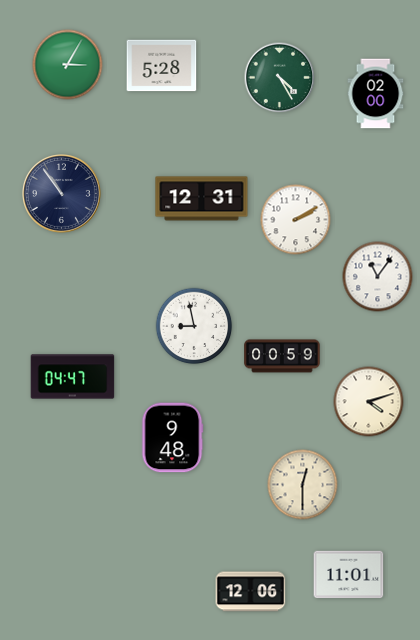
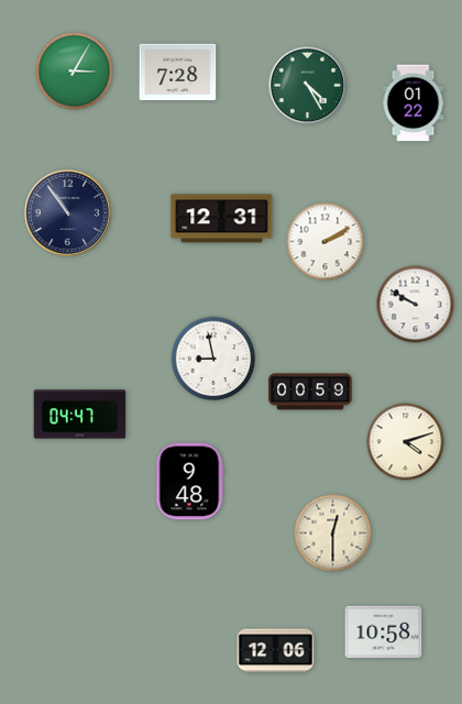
clock at (162, 66): 5:28 -> 7:28
clock at (376, 94): 02:00 -> 01:22
clock at (378, 277): 11:06 -> 9:50
clock at (349, 575): 11:01 -> 10:58
